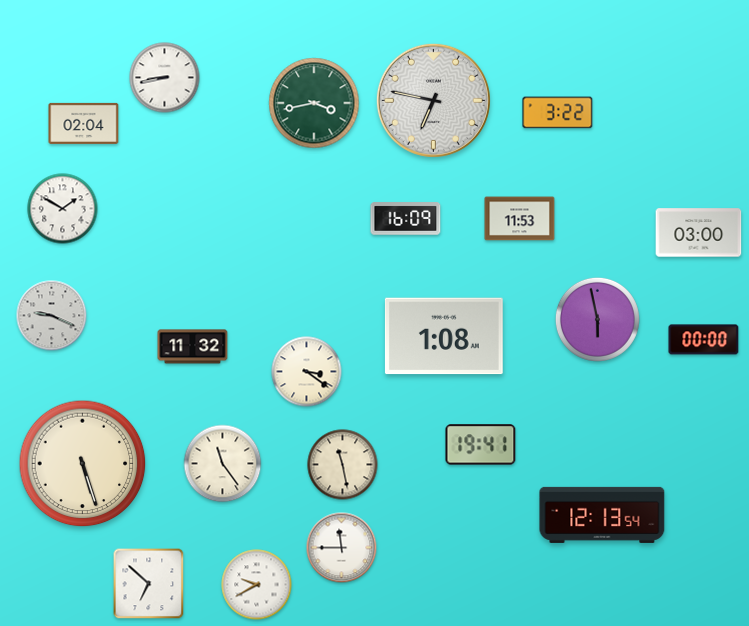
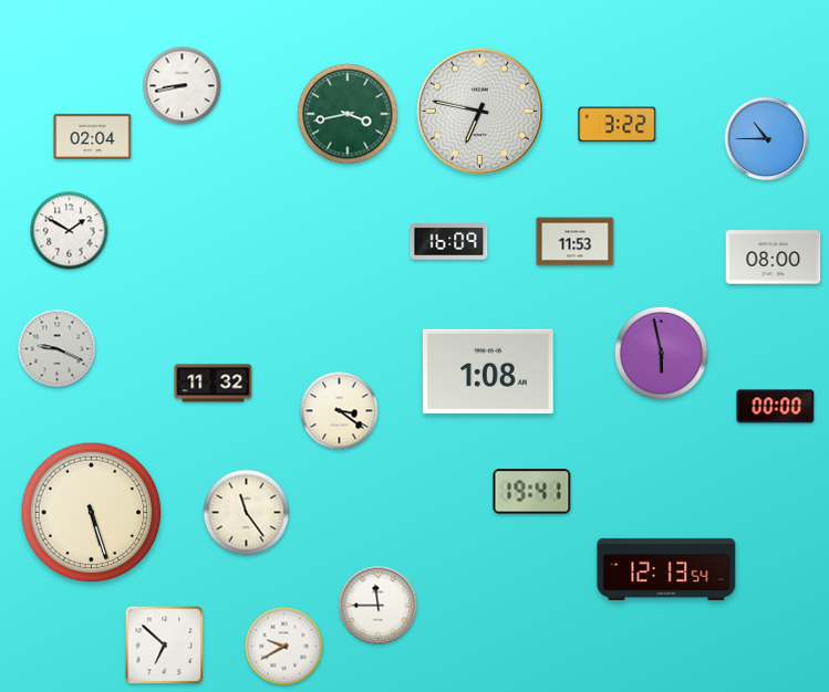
clock at (767, 139): none -> 10:45
clock at (699, 233): 03:00 -> 08:00
clock at (444, 336) position: (444, 336) -> (488, 371)
clock at (704, 340) position: (704, 340) -> (776, 407)
clock at (343, 465): 11:28 -> none
